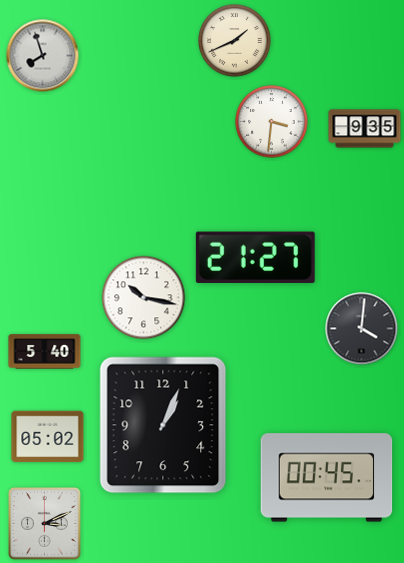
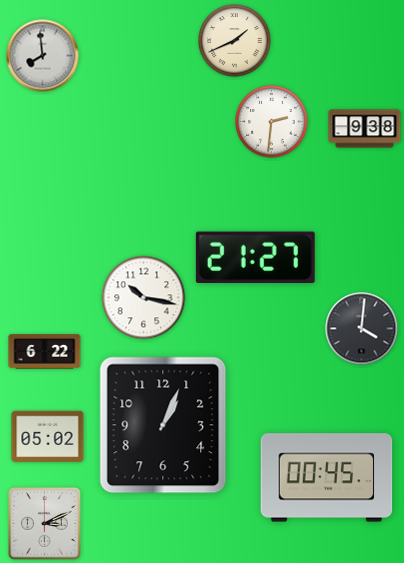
clock at (43, 56): 7:57 -> 7:59
clock at (272, 122): 3:31 -> 2:31
clock at (365, 129): 9:35 -> 9:38
clock at (45, 352): 5:40 -> 6:22
